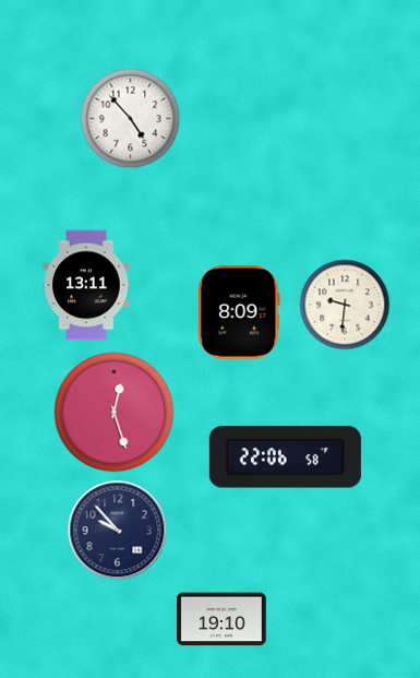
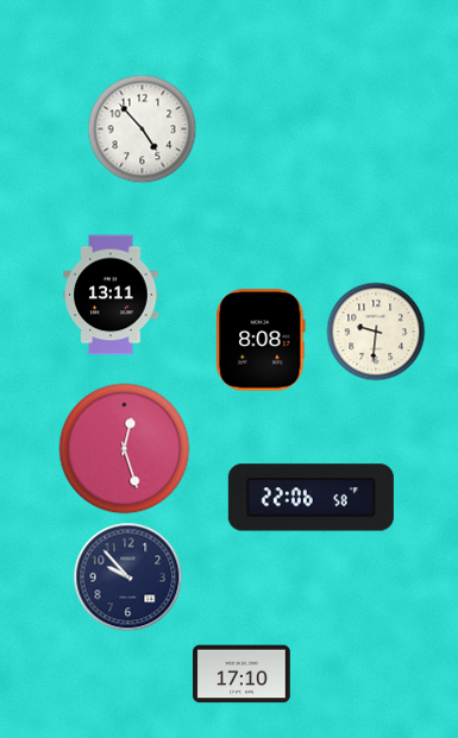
clock at (86, 285) position: (86, 285) -> (111, 295)
clock at (239, 312): 8:09 -> 8:08
clock at (221, 619): 19:10 -> 17:10
